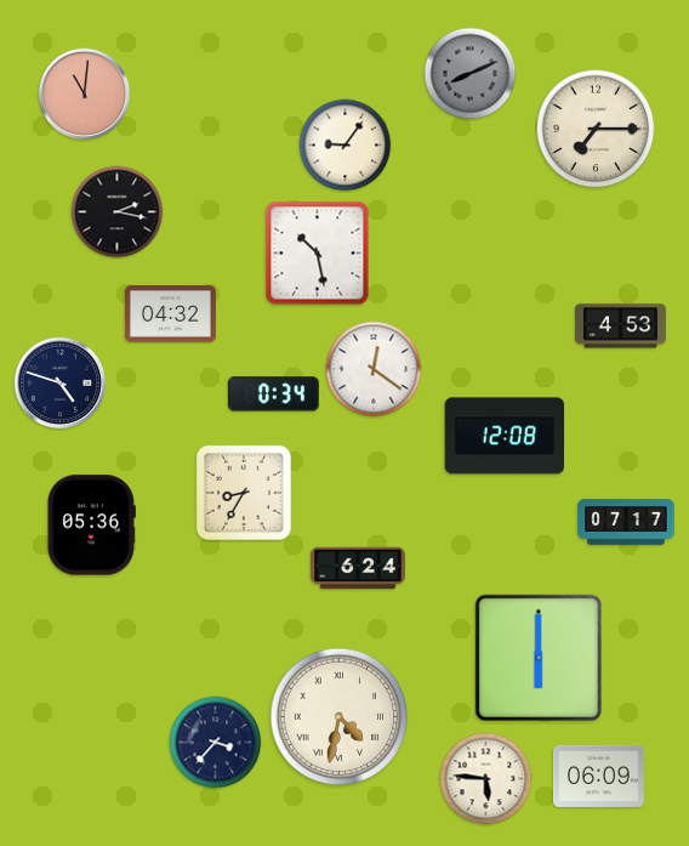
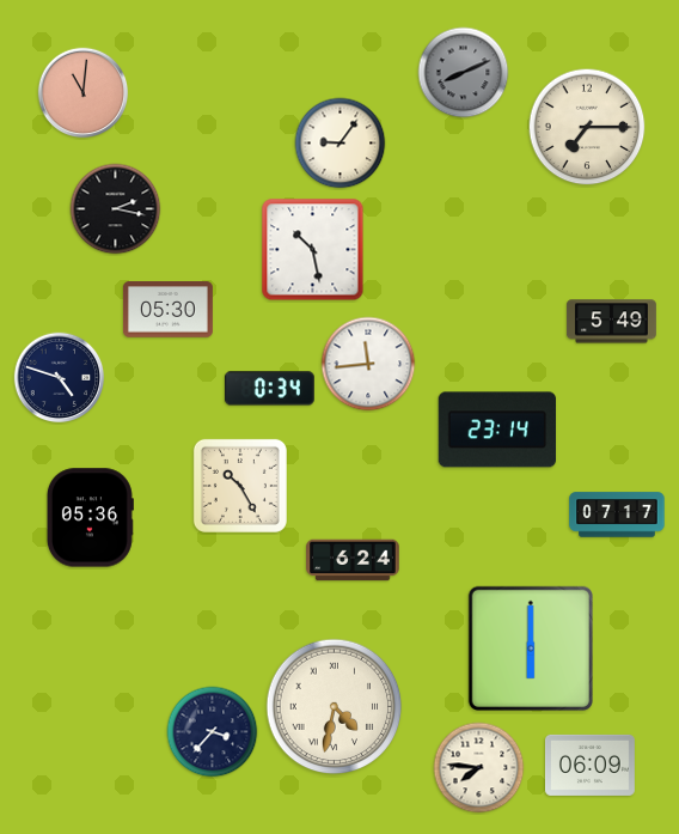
clock at (170, 314): 04:32 -> 05:30
clock at (620, 327): 4:53 -> 5:49
clock at (374, 369): 12:21 -> 11:44
clock at (505, 436): 12:08 -> 23:14
clock at (244, 493): 8:35 -> 10:25
clock at (486, 779): 5:46 -> 7:46
